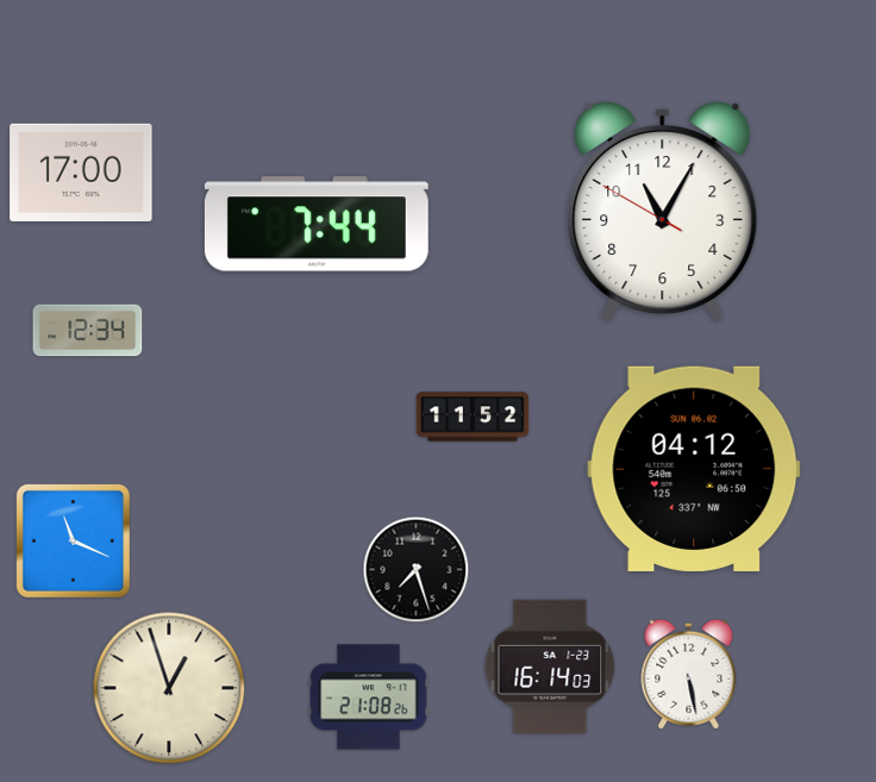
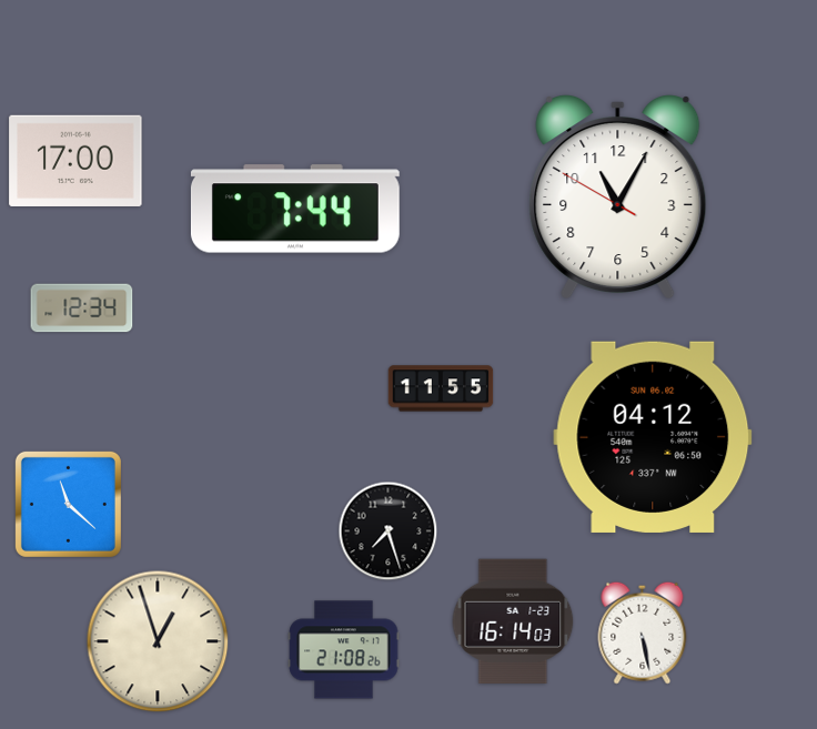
clock at (473, 417): 11:52 -> 11:55
clock at (694, 469) position: (694, 469) -> (653, 437)
clock at (73, 540): 11:19 -> 11:22
clock at (689, 674) position: (689, 674) -> (643, 632)
